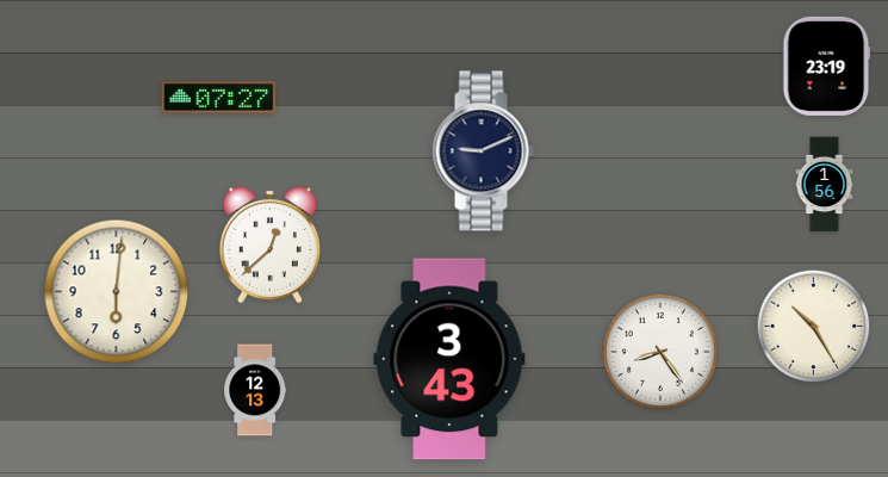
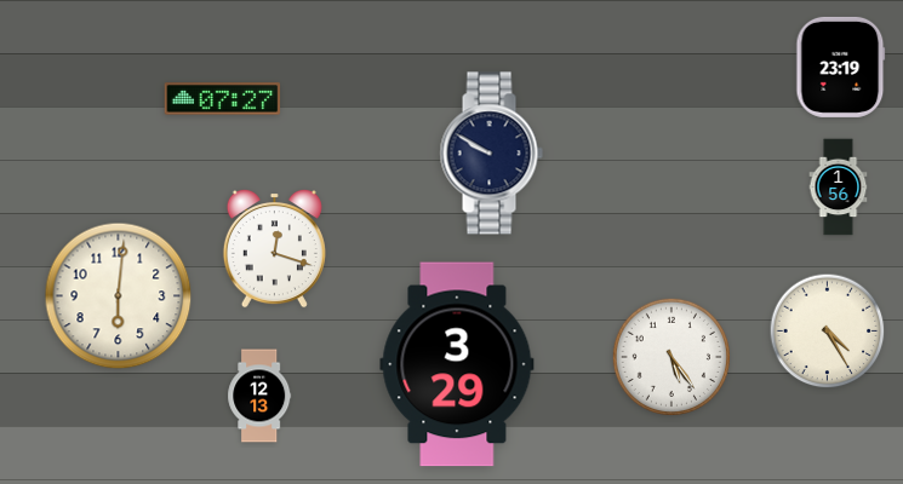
clock at (483, 151): 9:11 -> 9:50
clock at (269, 244): 12:38 -> 12:18
clock at (814, 327): 10:25 -> 4:25
clock at (659, 351): 8:24 -> 5:24
clock at (449, 359): 3:43 -> 3:29
